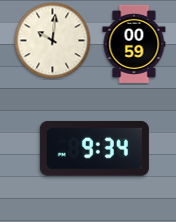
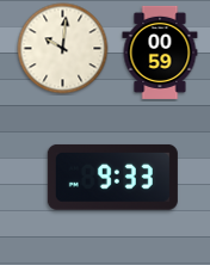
clock at (94, 148): 9:34 -> 9:33
